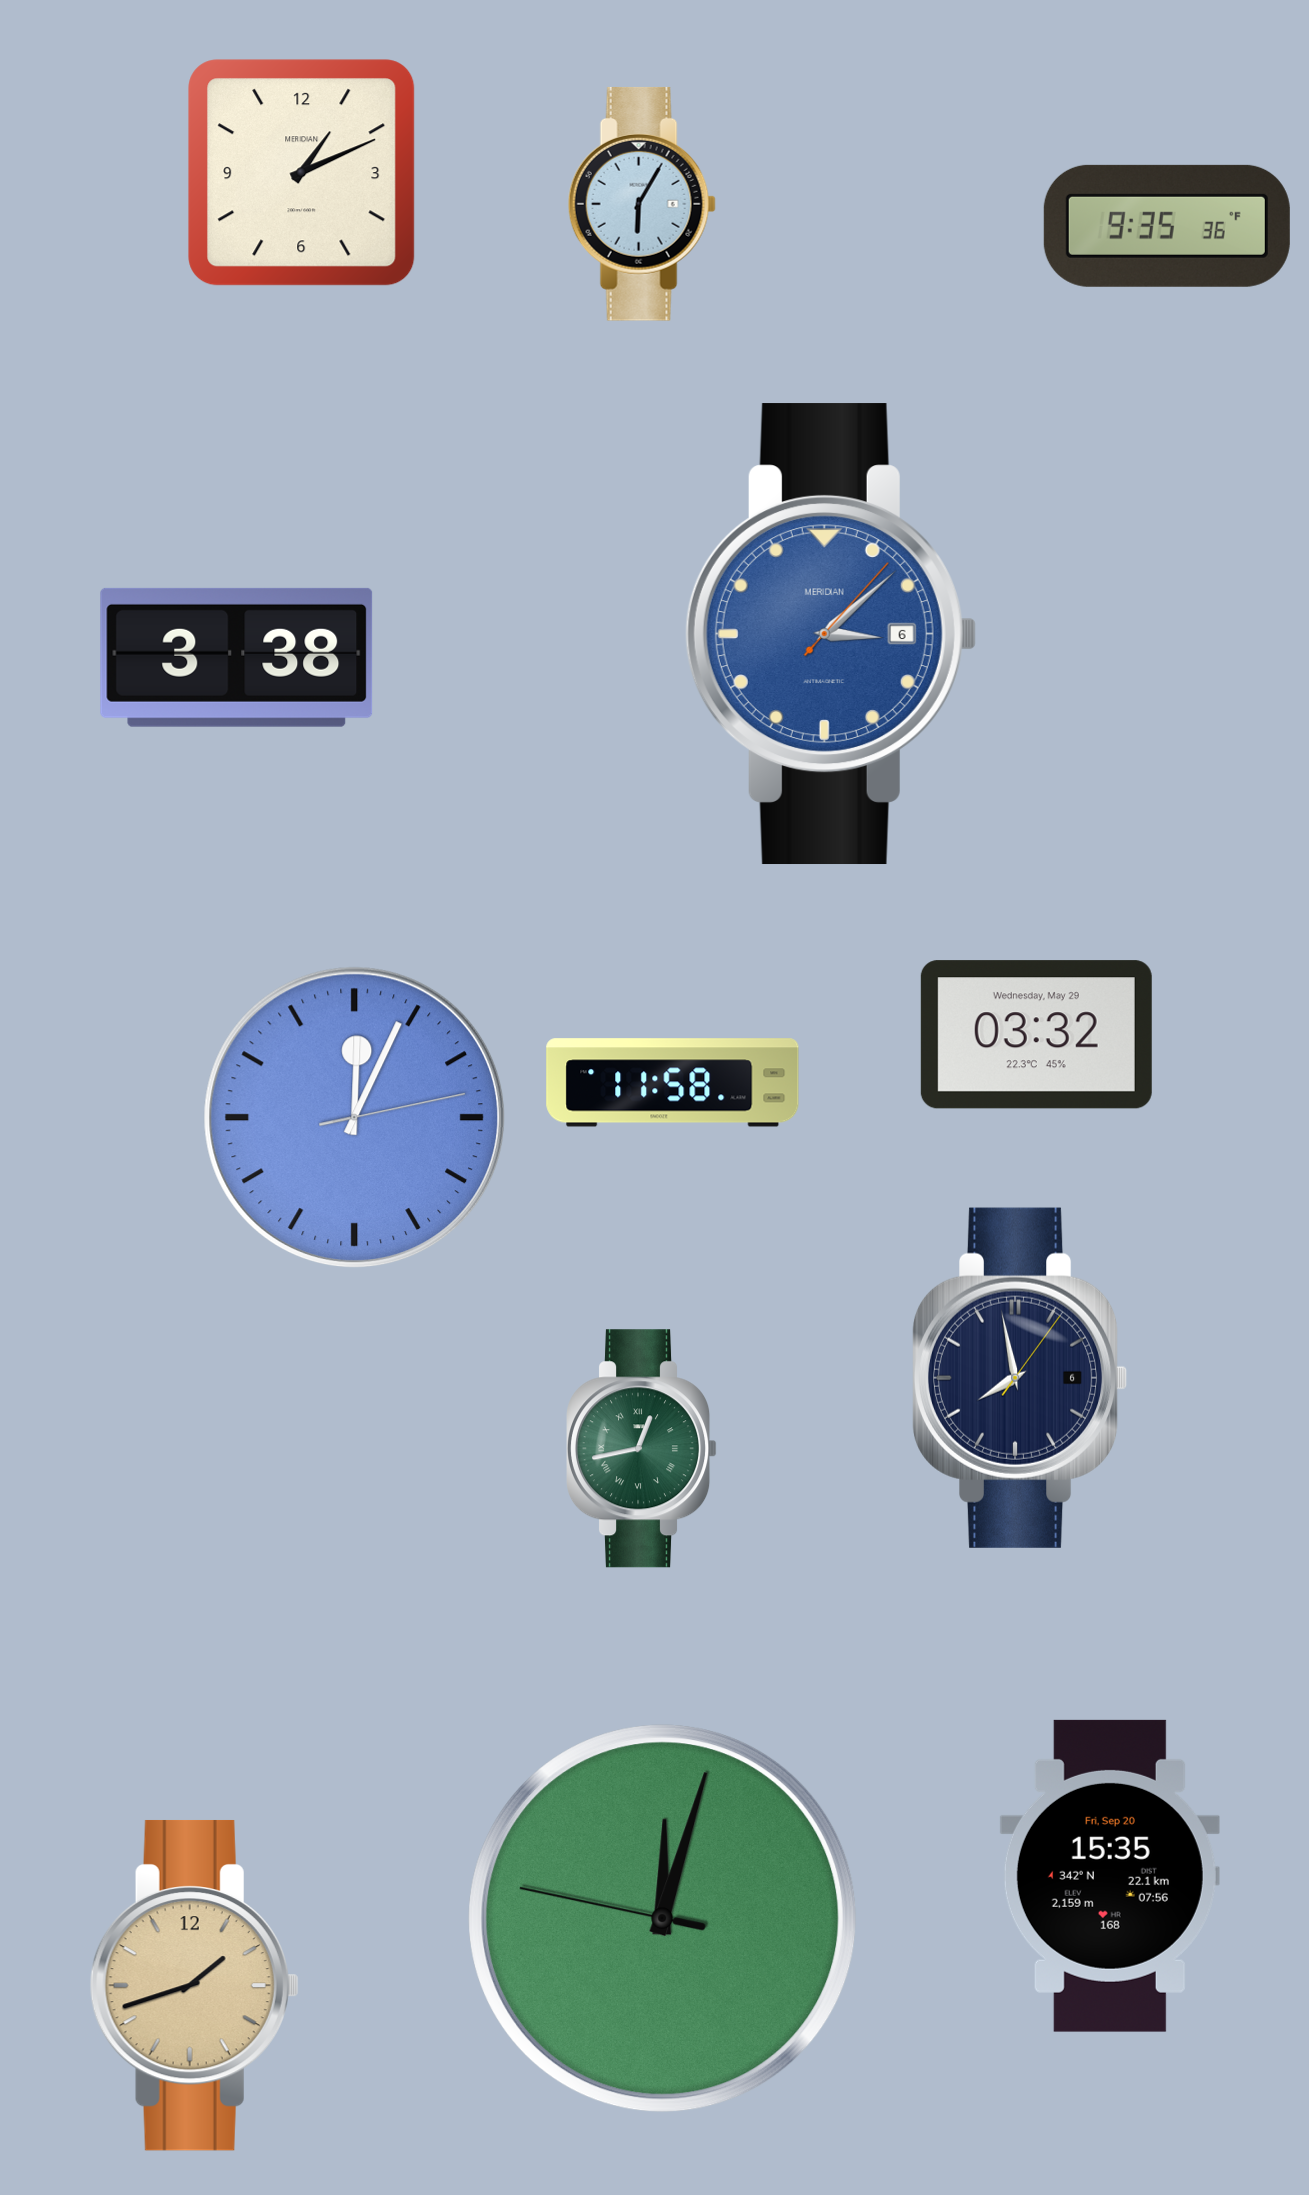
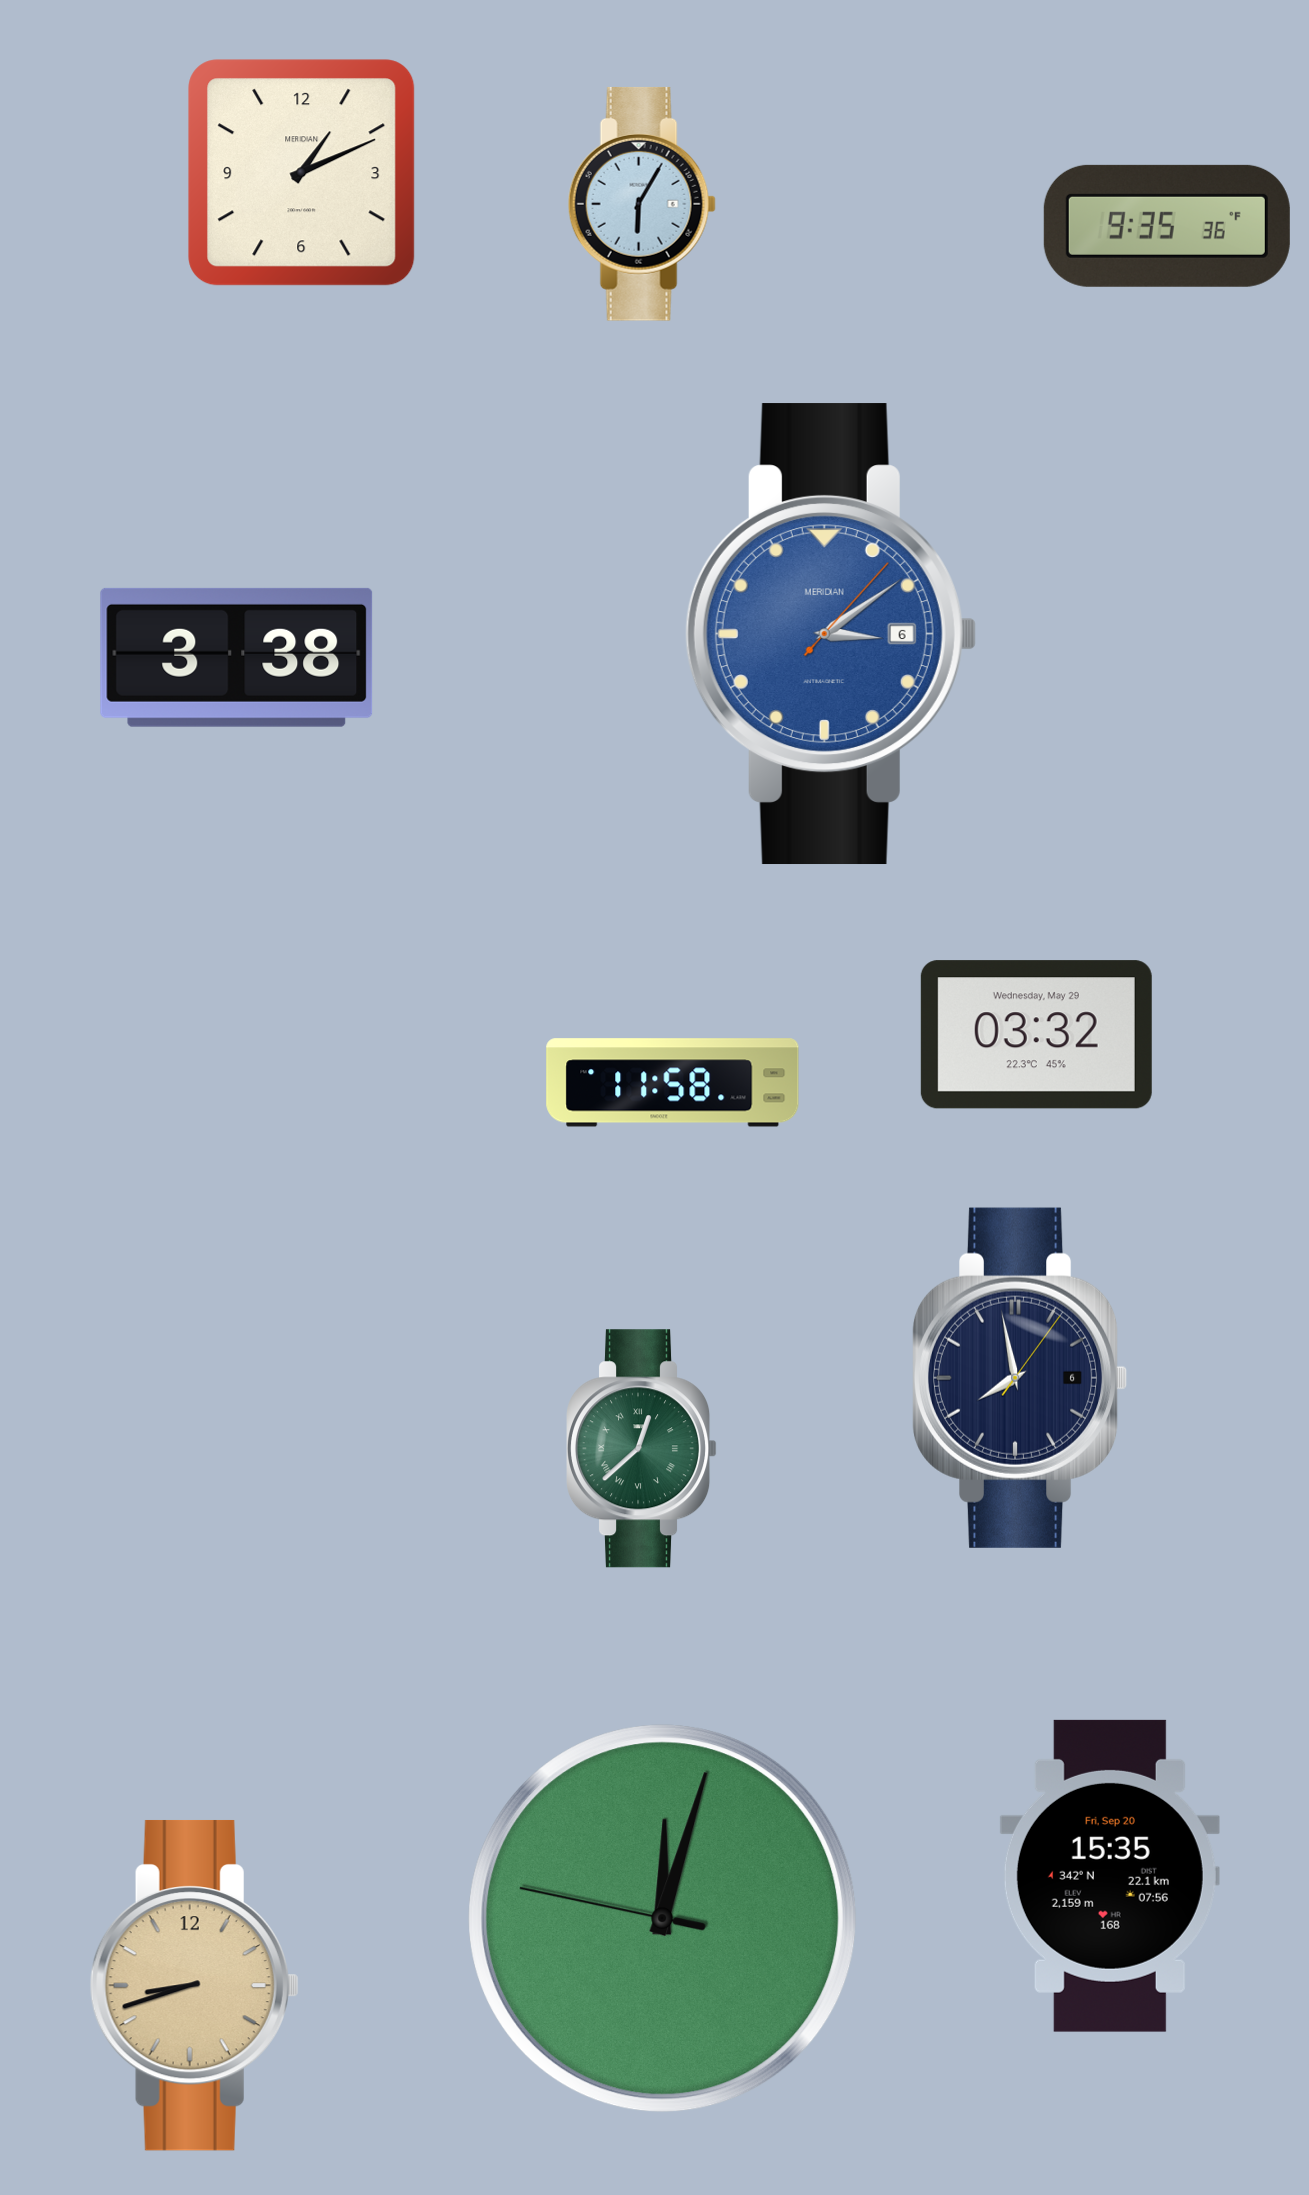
clock at (830, 634): 3:08 -> 3:09
clock at (355, 1118): 12:04 -> none
clock at (643, 1449): 12:43 -> 12:38
clock at (194, 1985): 1:42 -> 8:42
